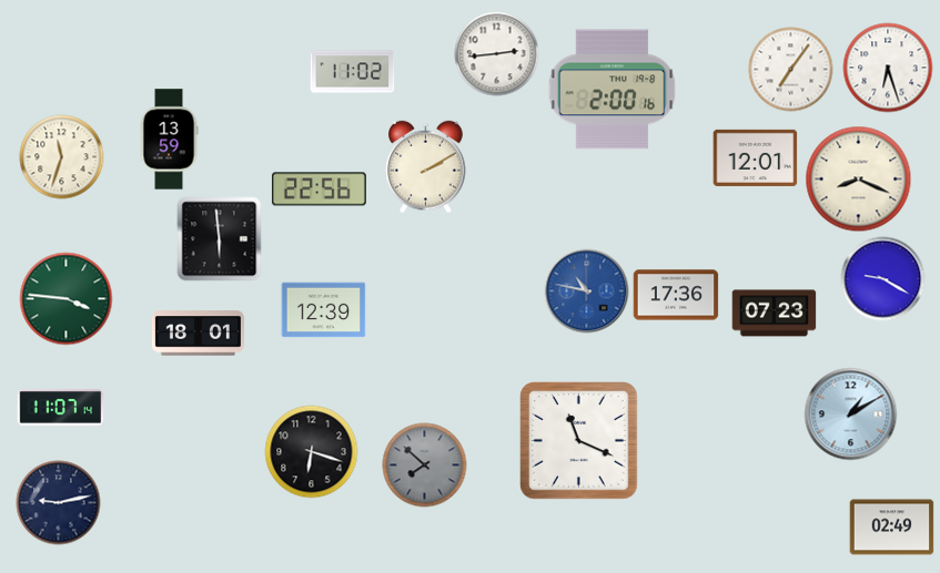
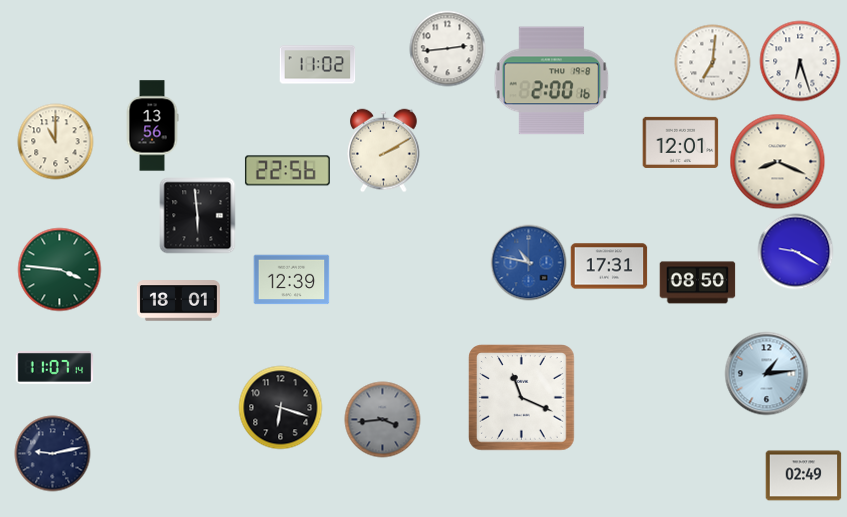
clock at (791, 70): 7:06 -> 7:01
clock at (169, 140): 13:59 -> 13:56
clock at (62, 157): 11:33 -> 11:00
clock at (859, 180) position: (859, 180) -> (778, 162)
clock at (676, 295): 17:36 -> 17:31
clock at (775, 314): 07:23 -> 08:50
clock at (851, 415): 1:10 -> 1:14
clock at (425, 465): 7:52 -> 3:44
